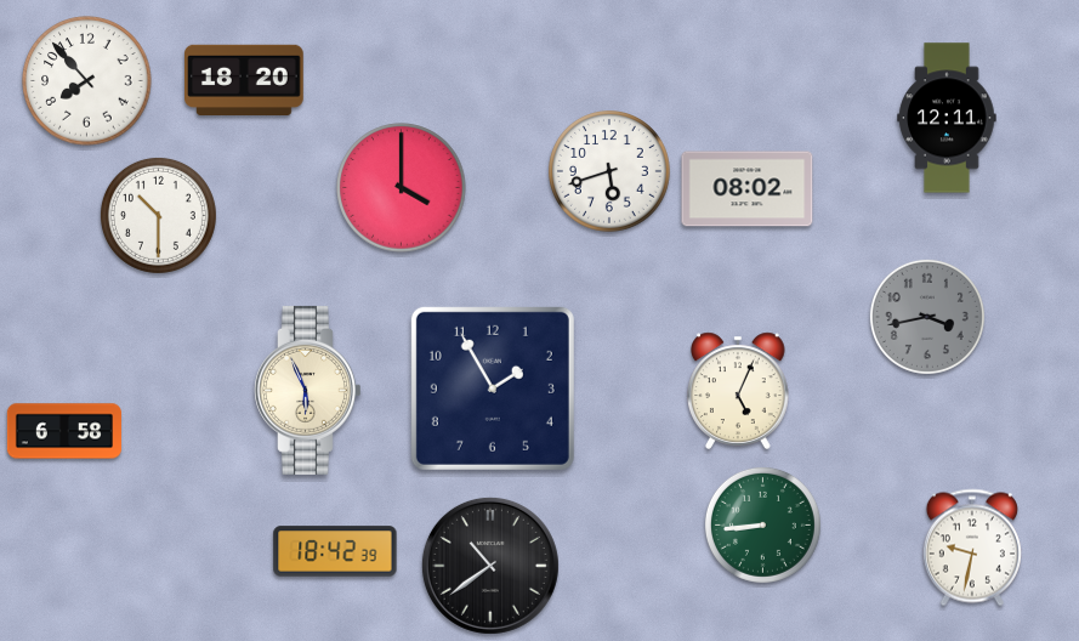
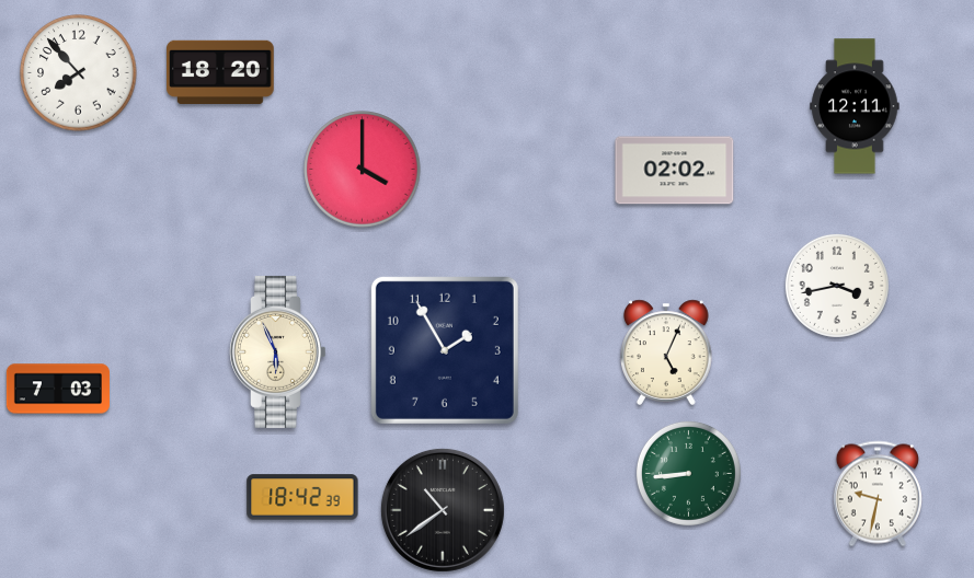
clock at (611, 172): 5:42 -> none
clock at (748, 189): 08:02 -> 02:02
clock at (158, 215): 10:30 -> none
clock at (927, 317) dial: grey -> white
clock at (64, 431): 6:58 -> 7:03
